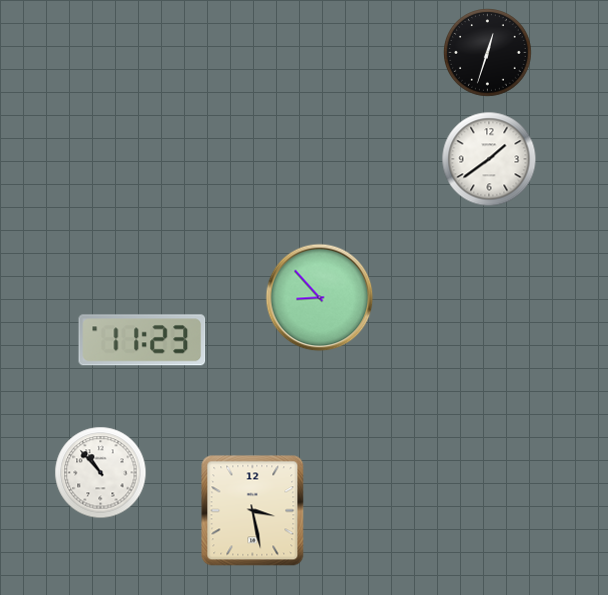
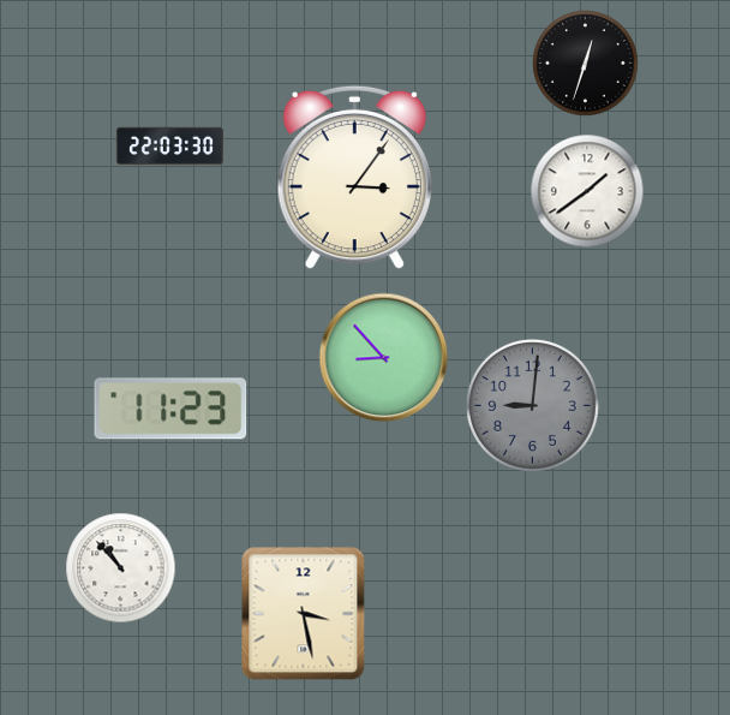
clock at (169, 147): none -> 22:03
clock at (354, 178): none -> 3:06
clock at (532, 405): none -> 9:01
